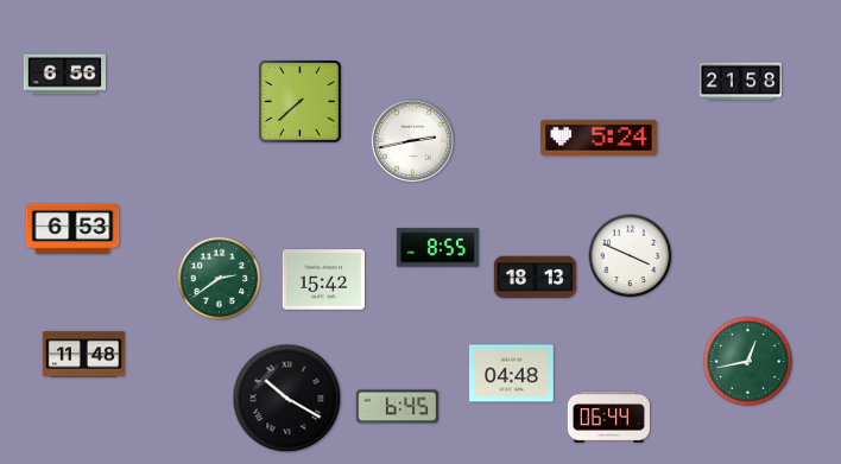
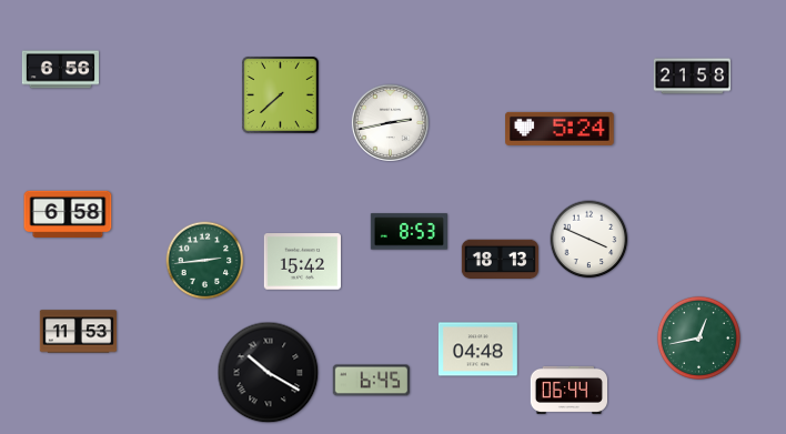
clock at (412, 140) position: (412, 140) -> (390, 122)
clock at (72, 228): 6:53 -> 6:58
clock at (437, 248): 8:55 -> 8:53
clock at (220, 279): 2:39 -> 2:44
clock at (84, 355): 11:48 -> 11:53
